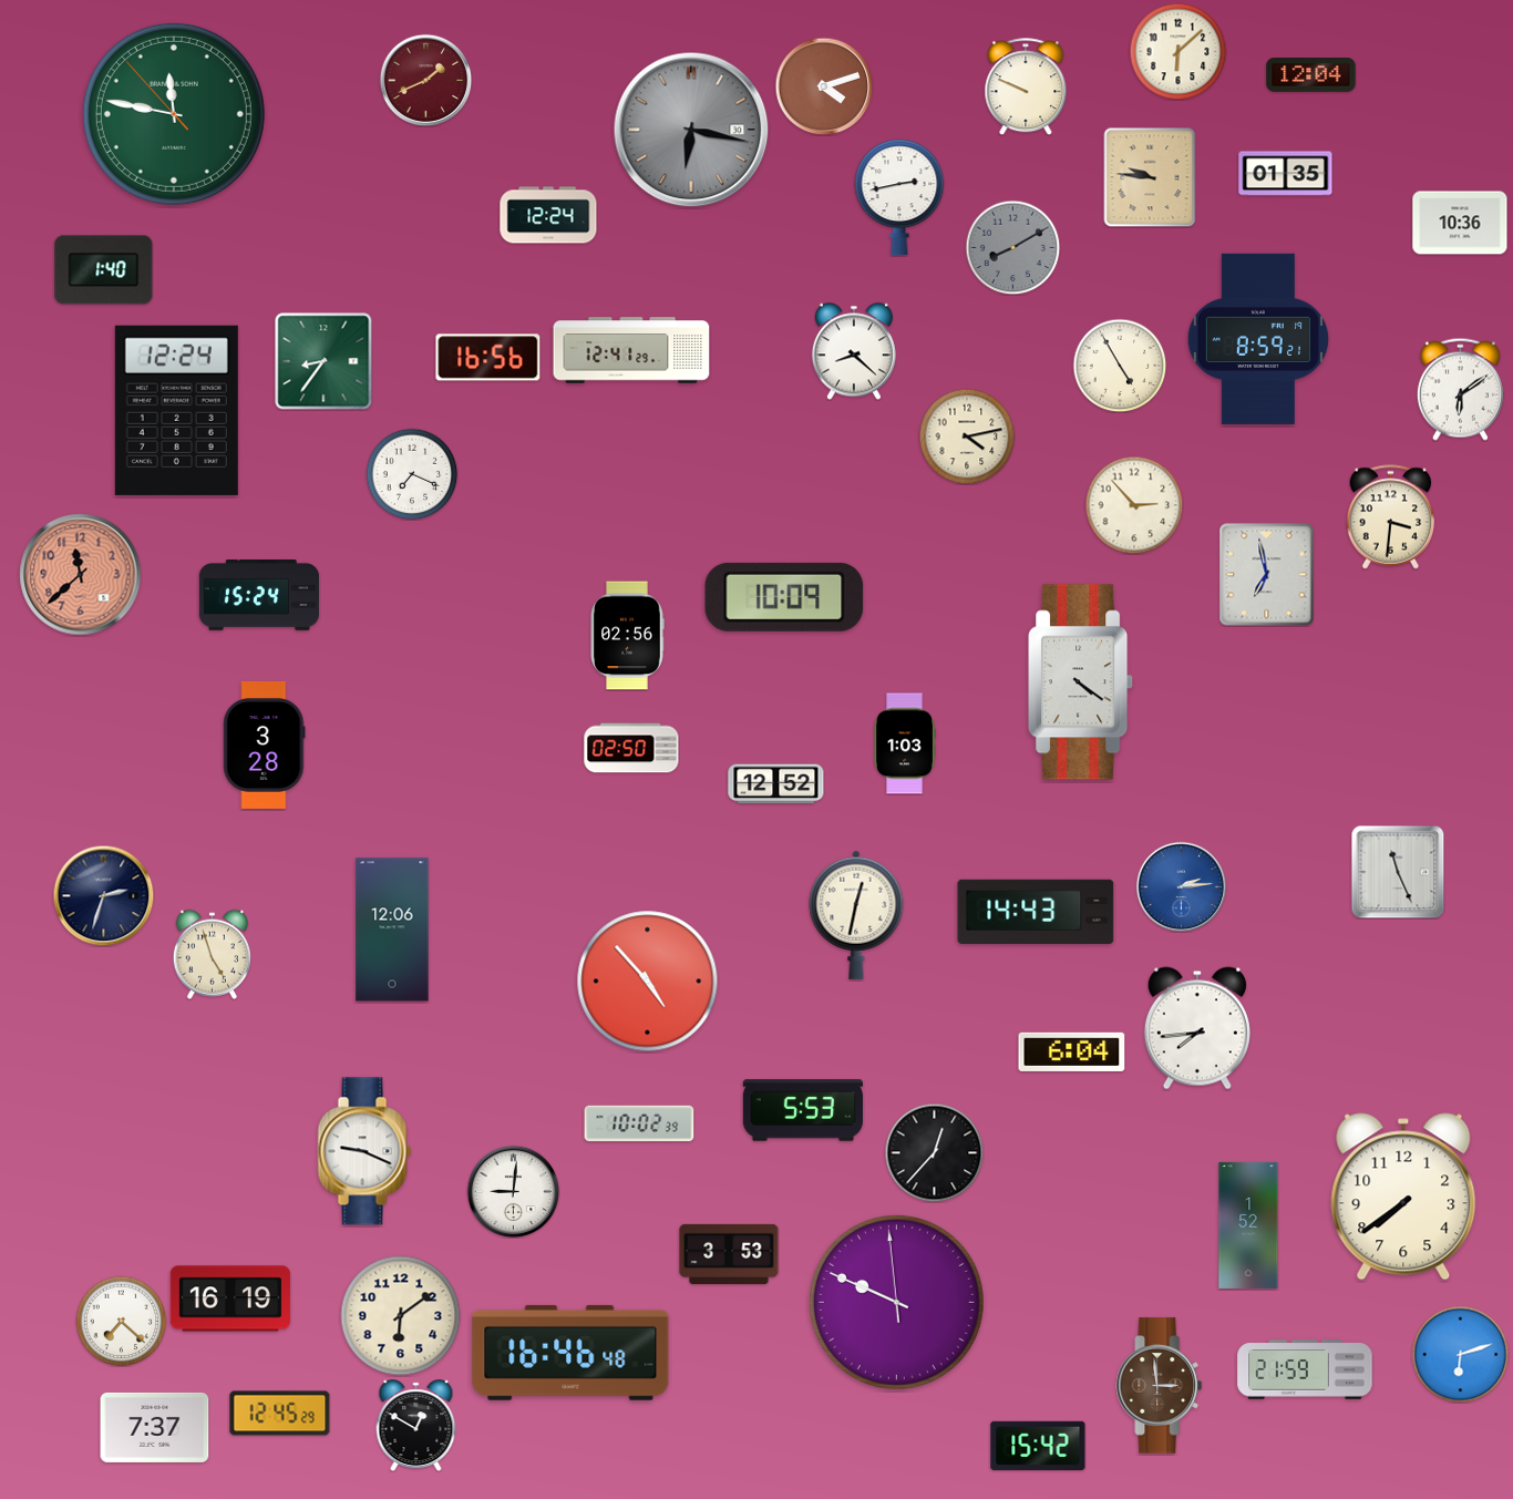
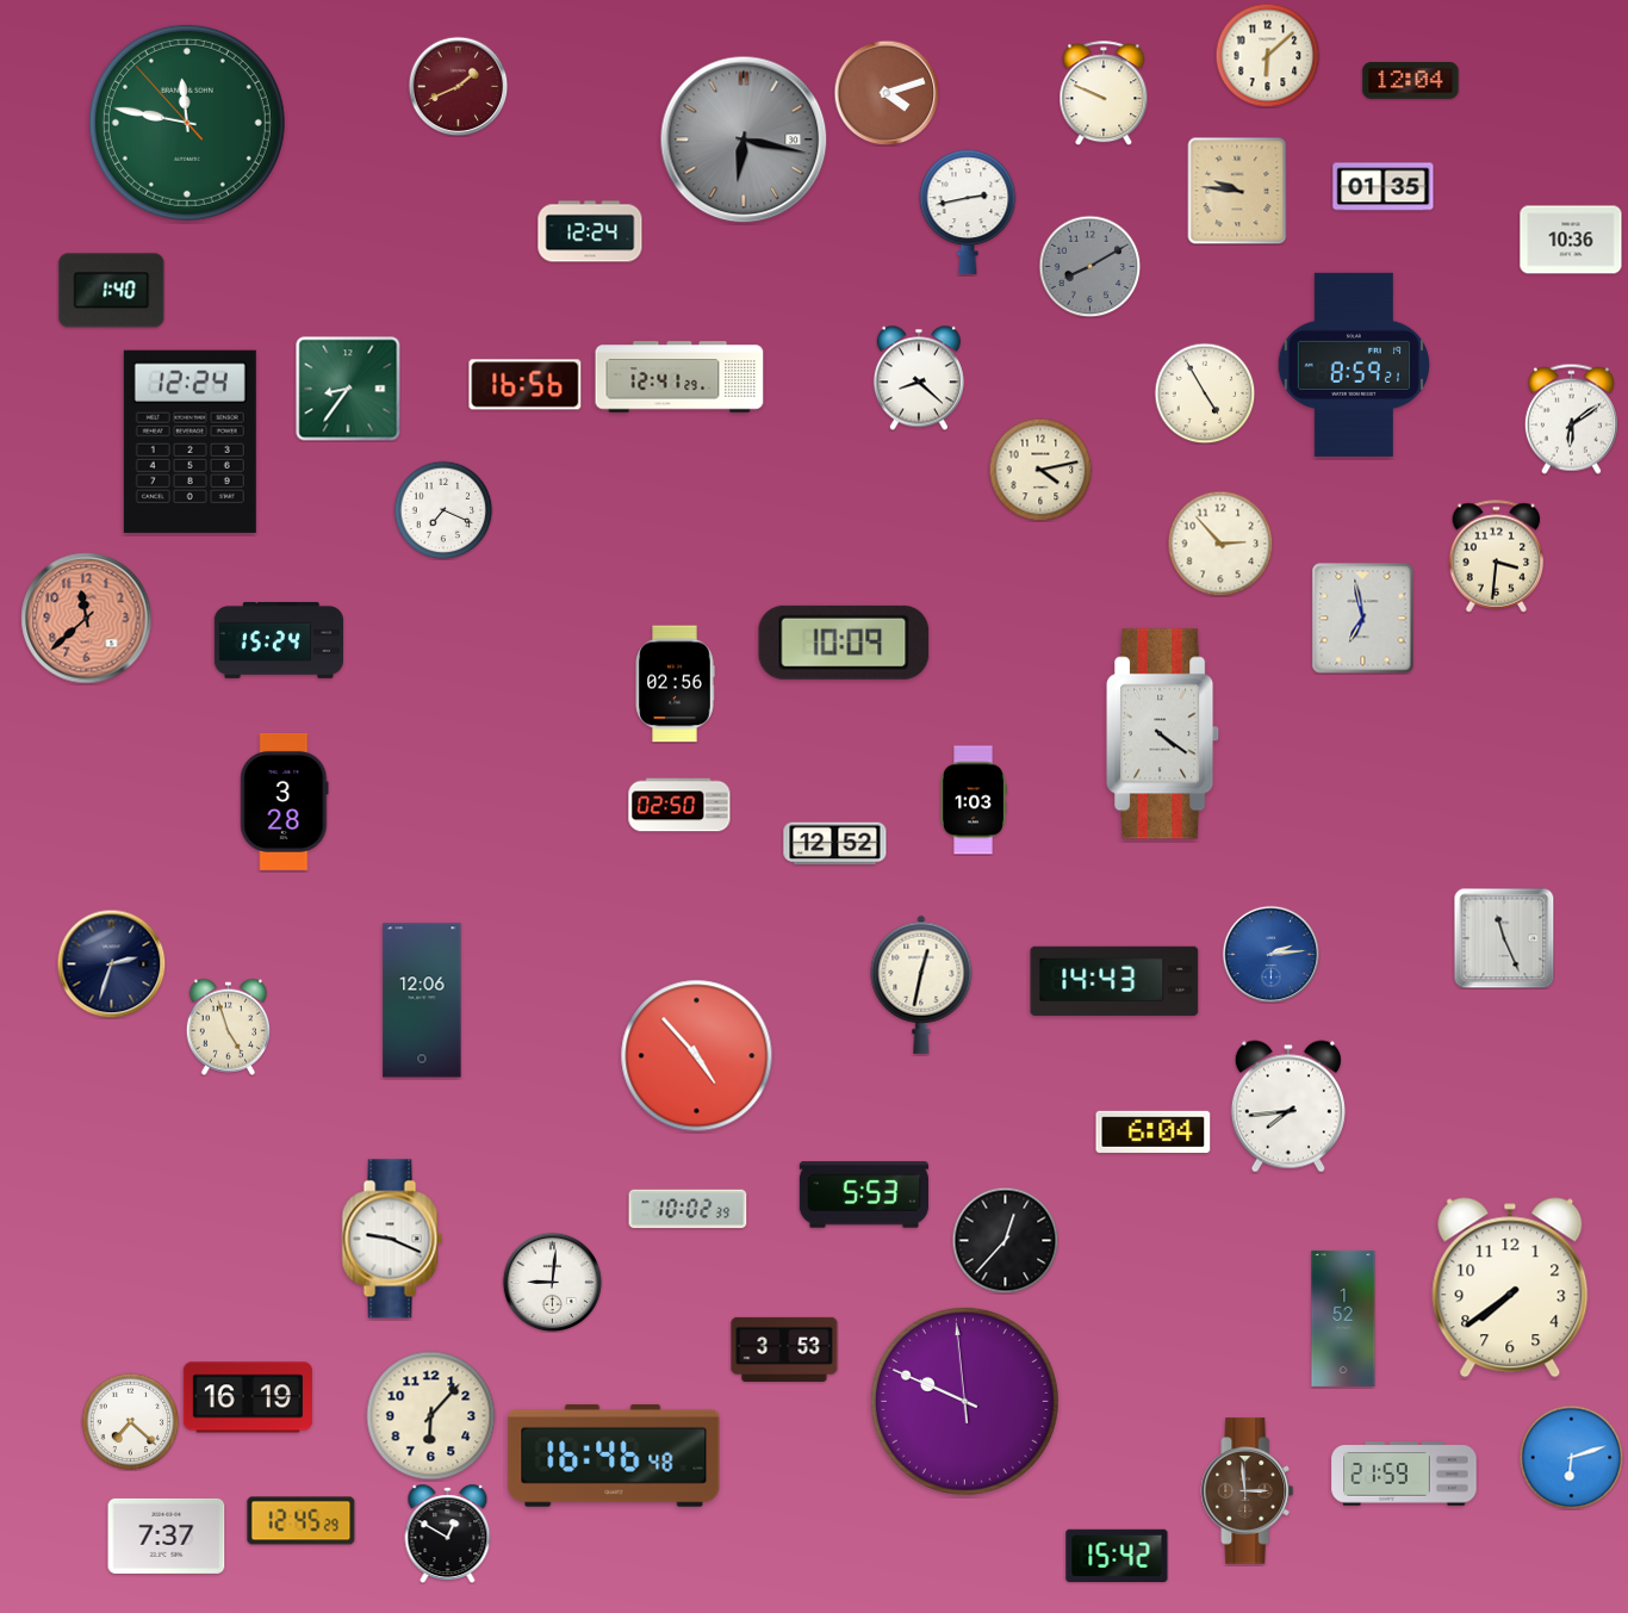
clock at (401, 1316): 6:09 -> 6:07
